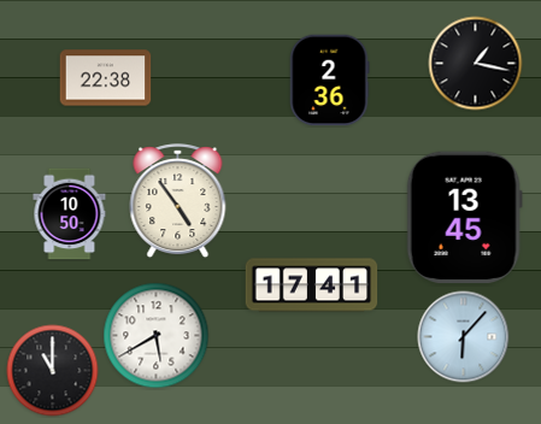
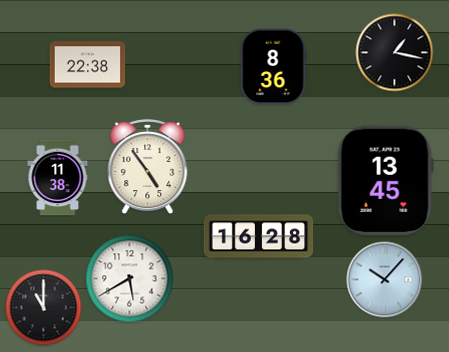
clock at (329, 81): 2:36 -> 8:36
clock at (70, 214): 10:50 -> 11:38
clock at (312, 285): 17:41 -> 16:28
clock at (464, 337): 6:07 -> 10:07
